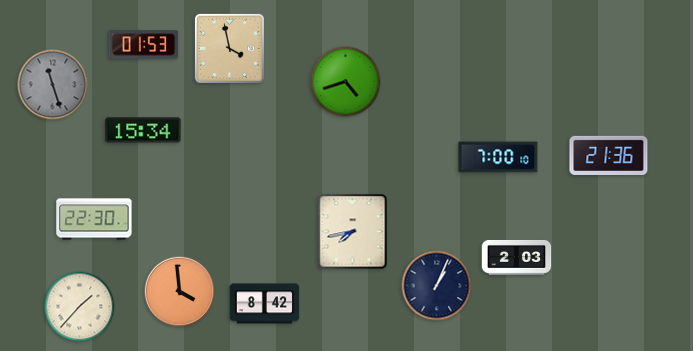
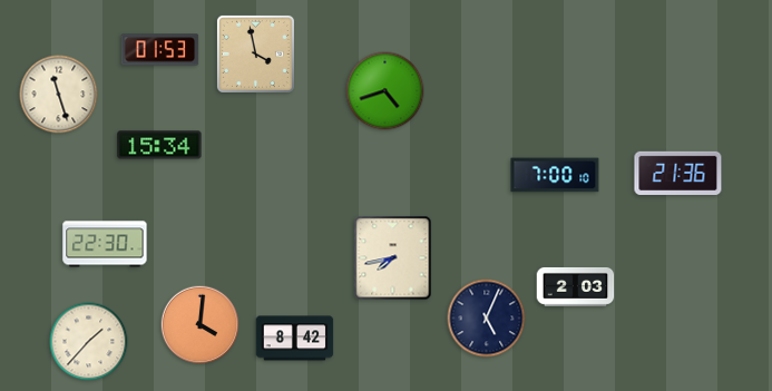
clock at (53, 85) dial: grey -> cream
clock at (437, 286): 1:04 -> 5:04
clock at (180, 292): 3:59 -> 4:01
